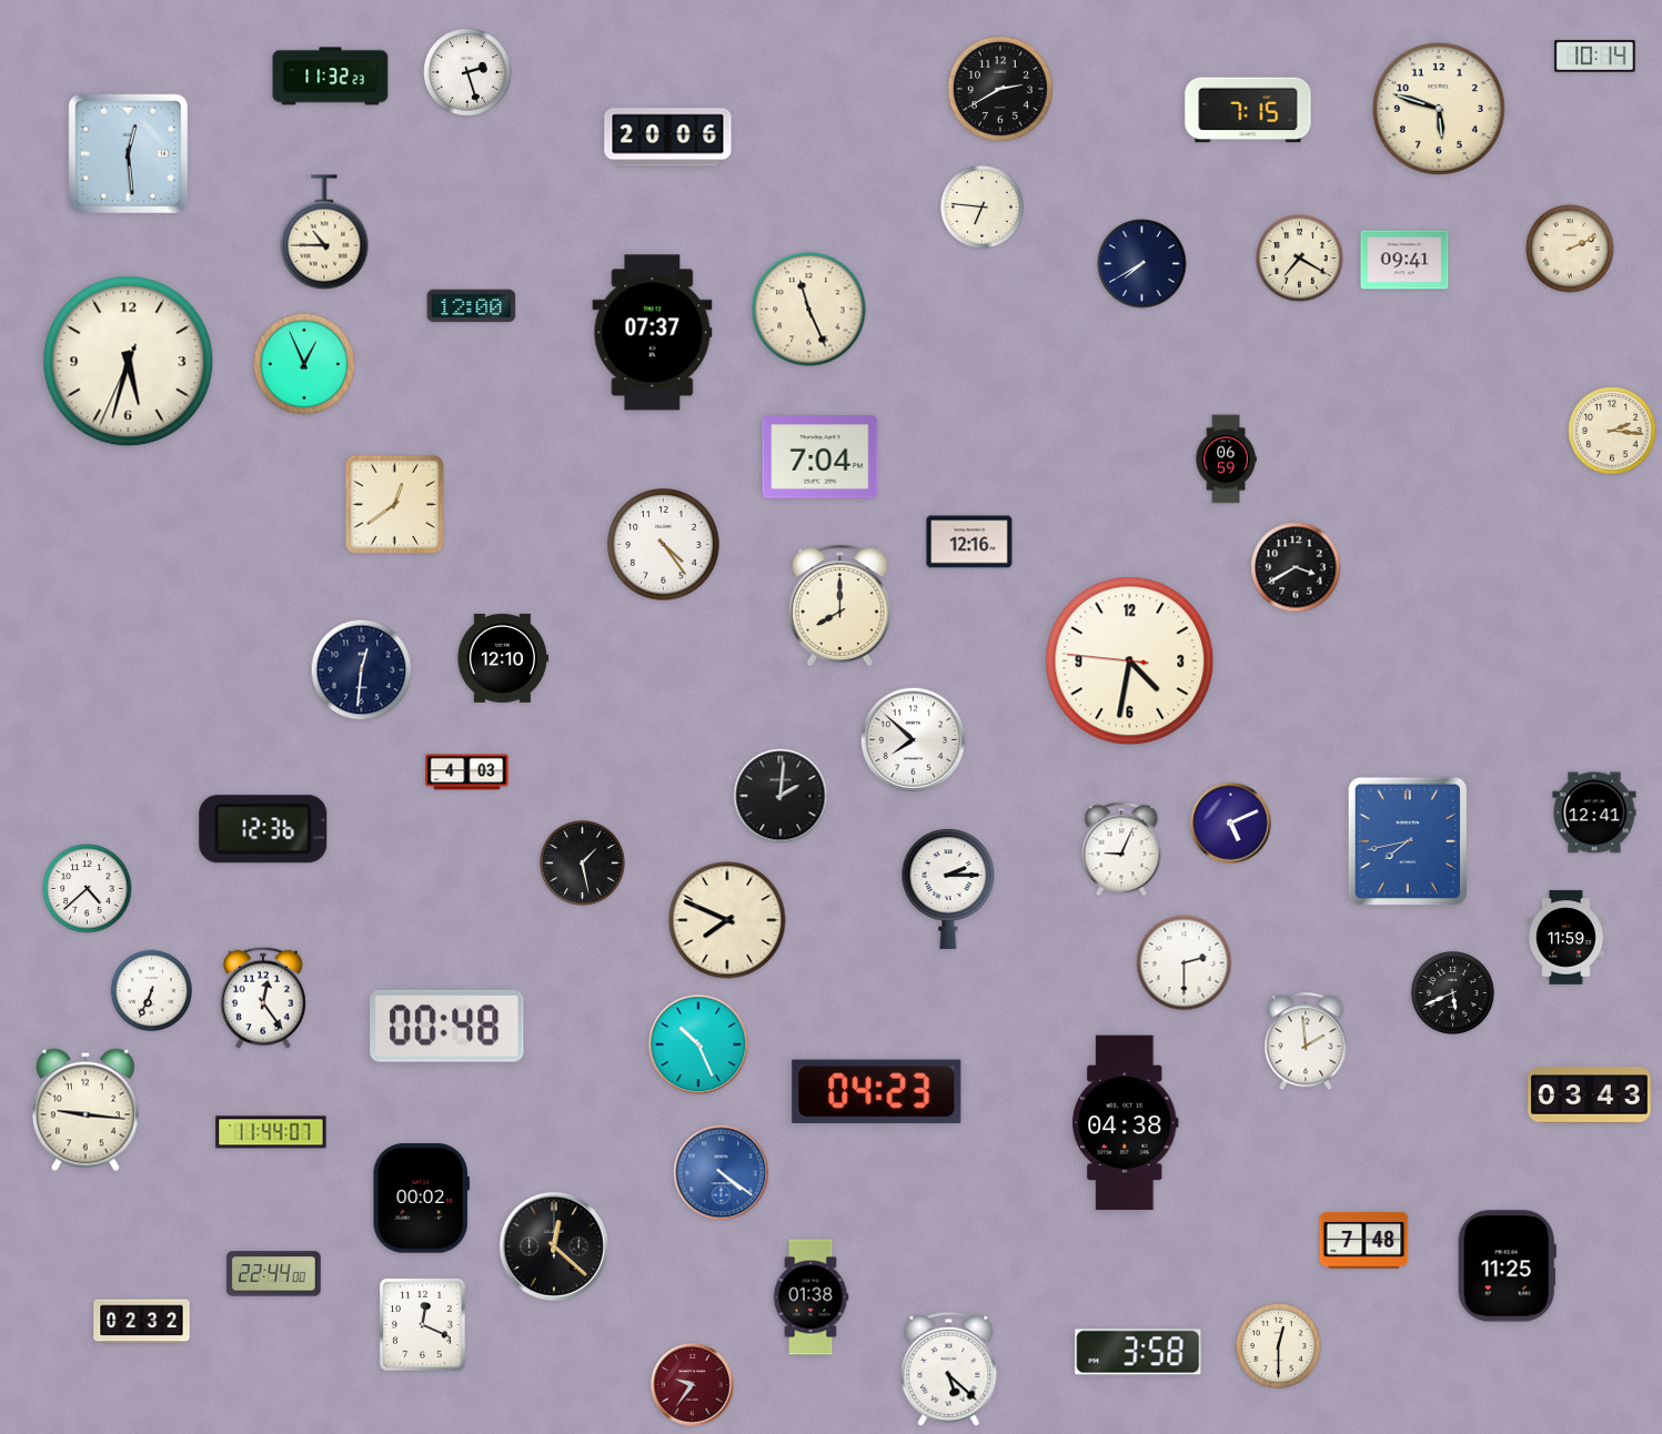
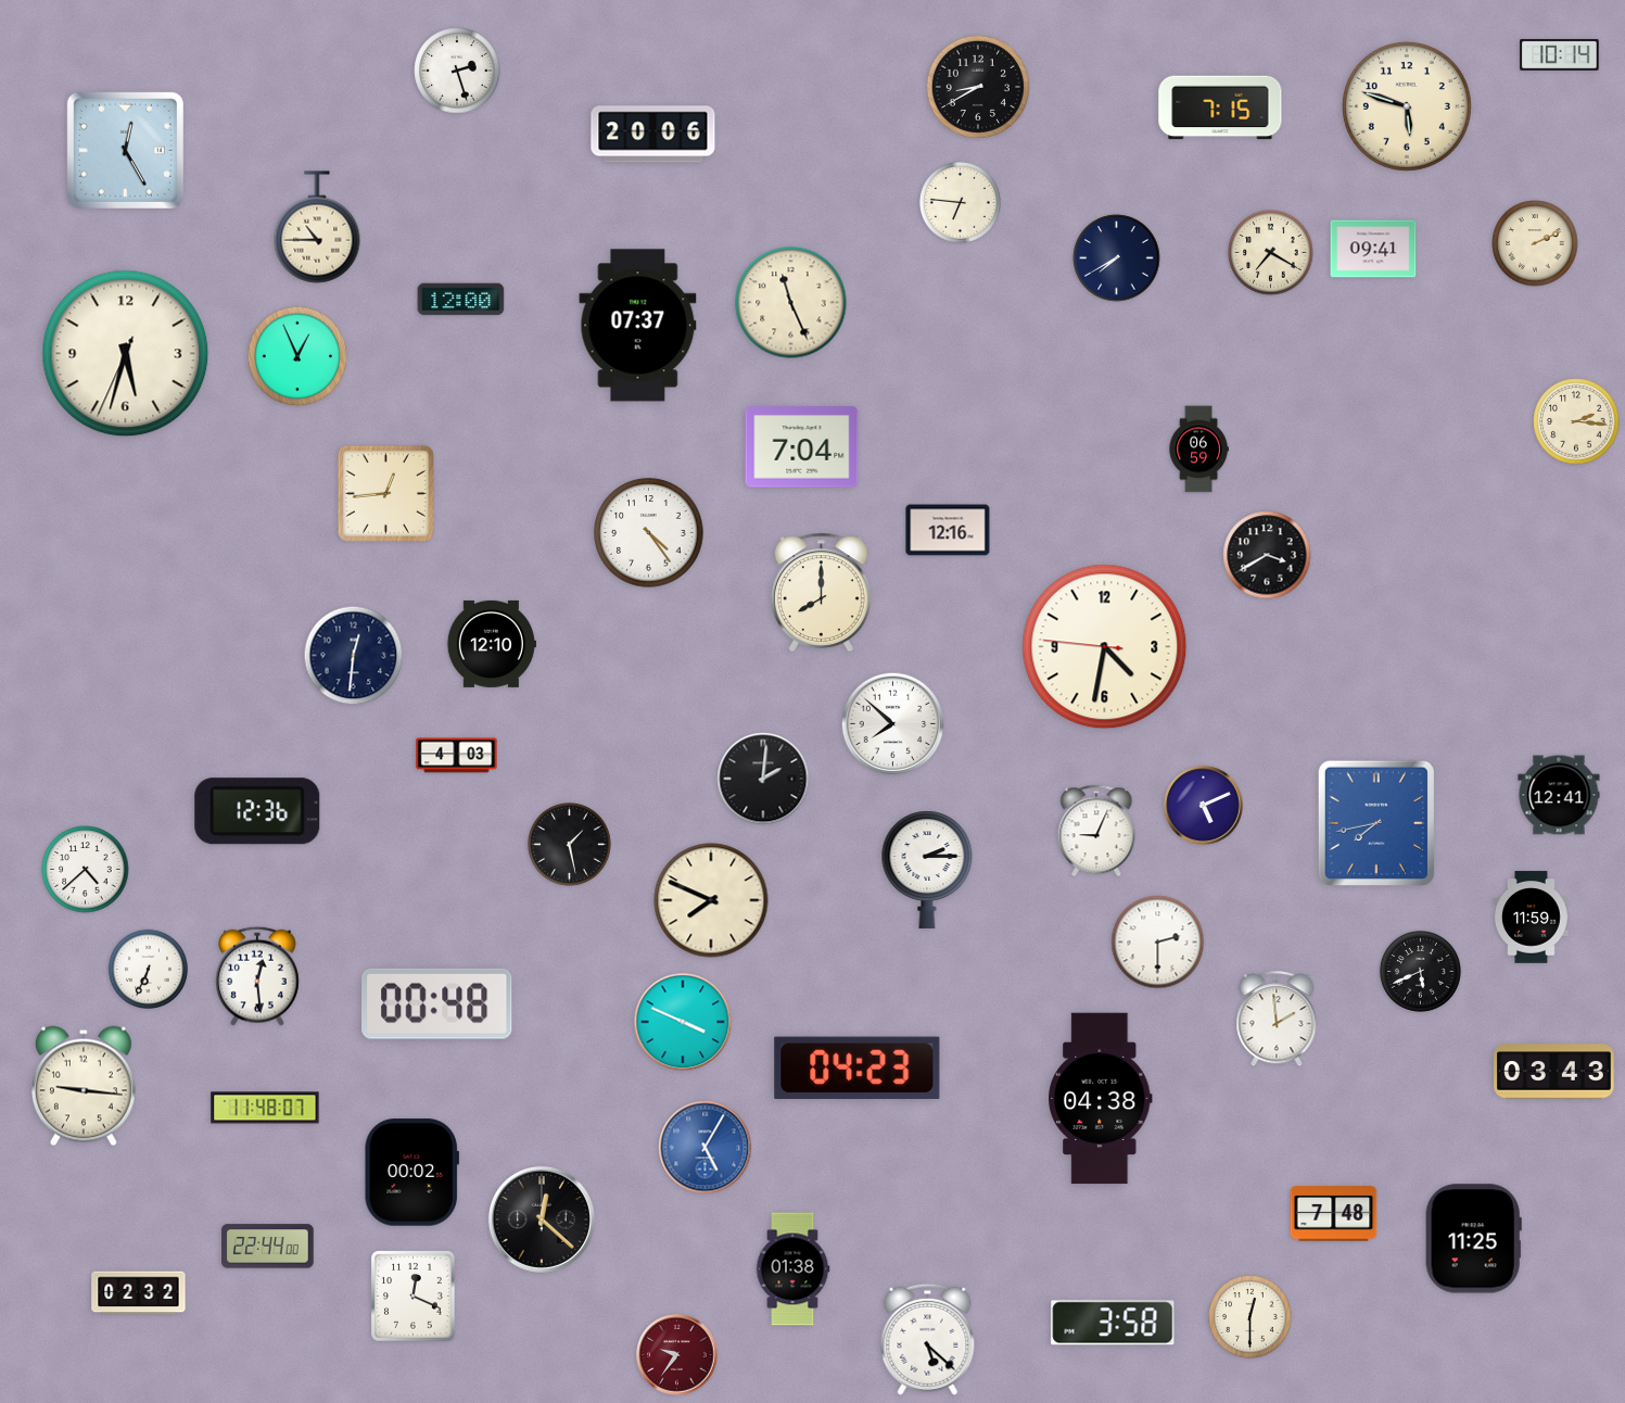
clock at (331, 77): 11:32 -> none
clock at (1000, 89): 2:40 -> 8:40
clock at (128, 153): 12:29 -> 12:25
clock at (1404, 260) position: (1404, 260) -> (1373, 249)
clock at (394, 504): 12:39 -> 12:44
clock at (264, 998): 12:24 -> 12:29
clock at (698, 1044): 10:26 -> 3:49
clock at (271, 1132): 11:44 -> 11:48
clock at (722, 1173): 4:21 -> 5:05
